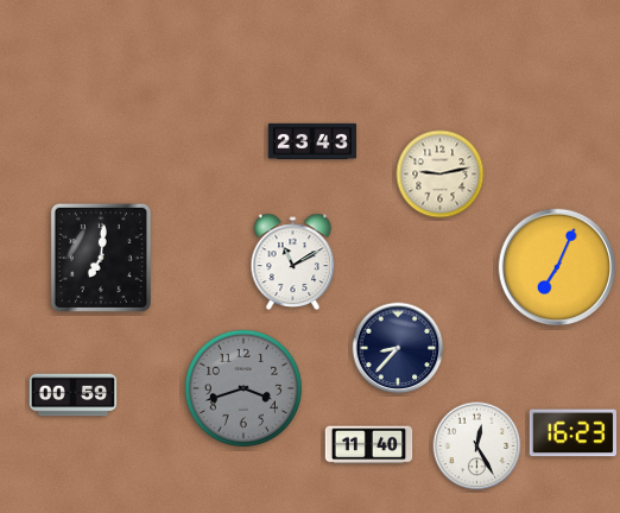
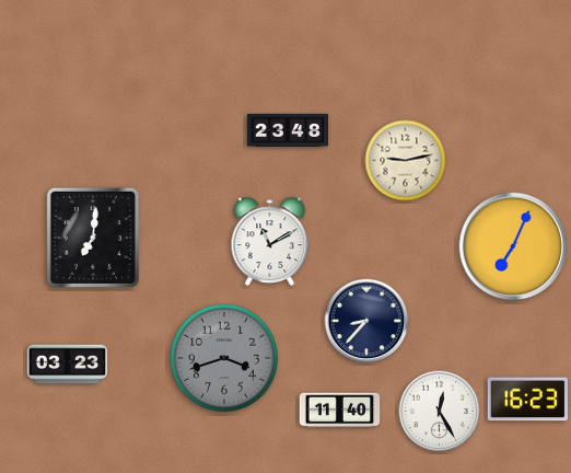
clock at (312, 140): 23:43 -> 23:48
clock at (74, 395): 00:59 -> 03:23
